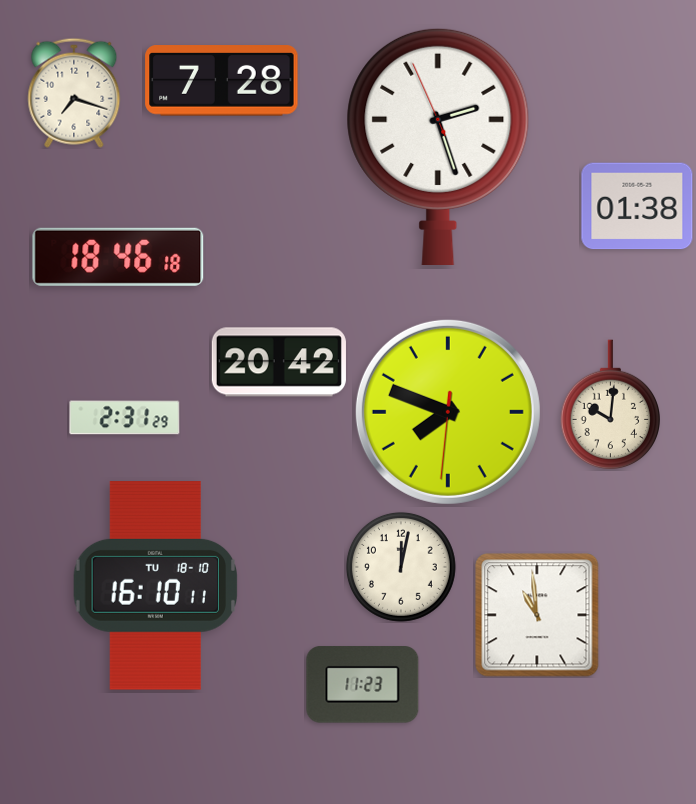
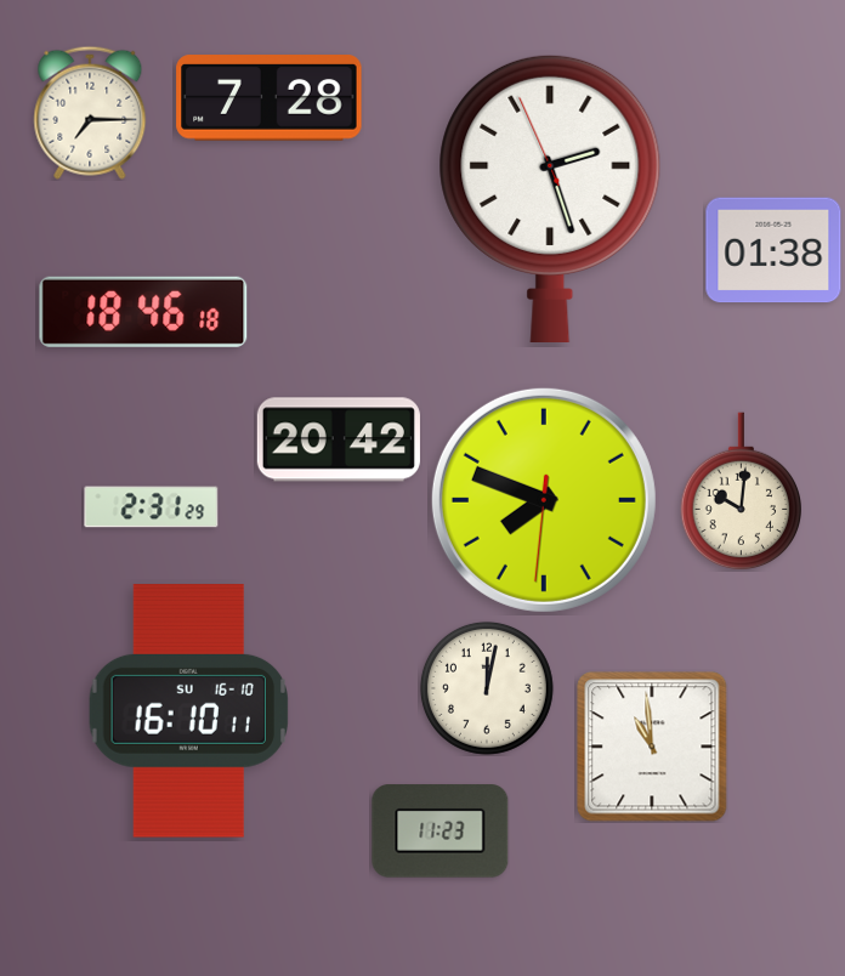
clock at (74, 93): 7:18 -> 7:15
clock at (438, 146) position: (438, 146) -> (550, 198)
clock at (156, 586) date: TU 18-10 -> SU 16-10
